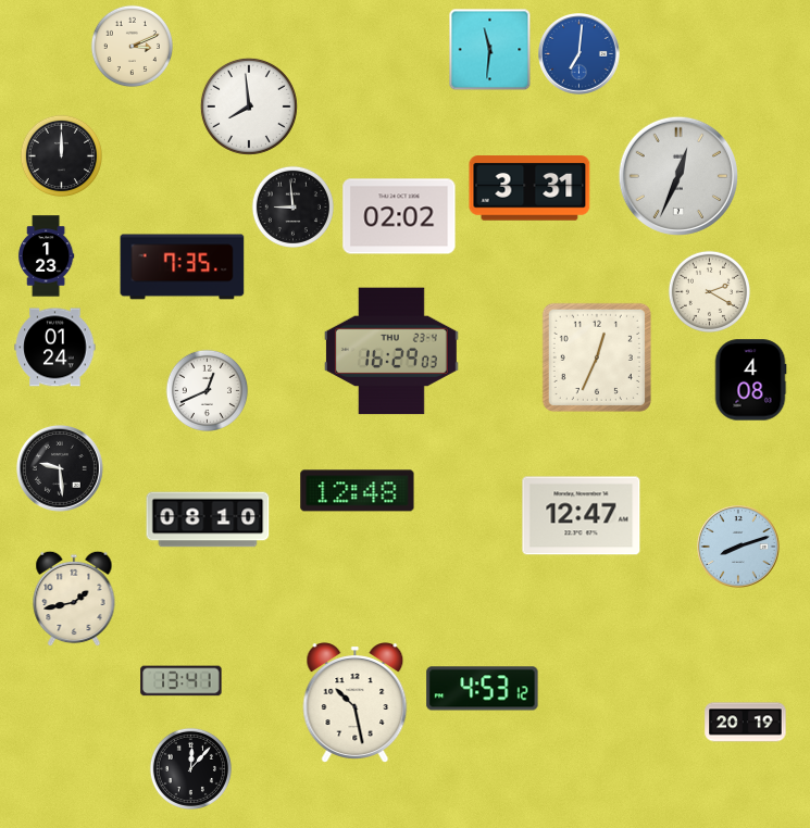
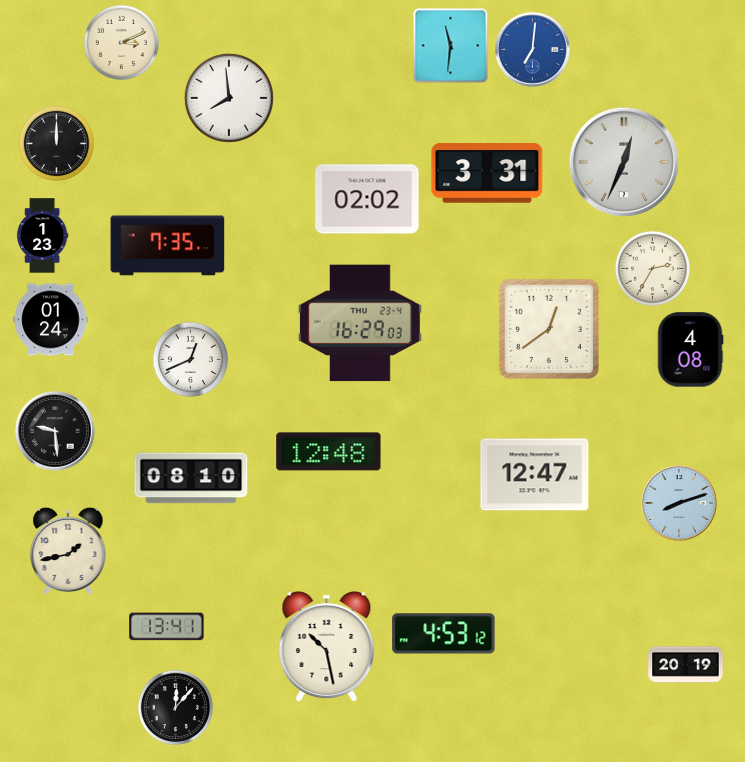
clock at (292, 206): 8:59 -> none
clock at (709, 291): 2:20 -> 2:35
clock at (597, 357): 12:34 -> 12:39
